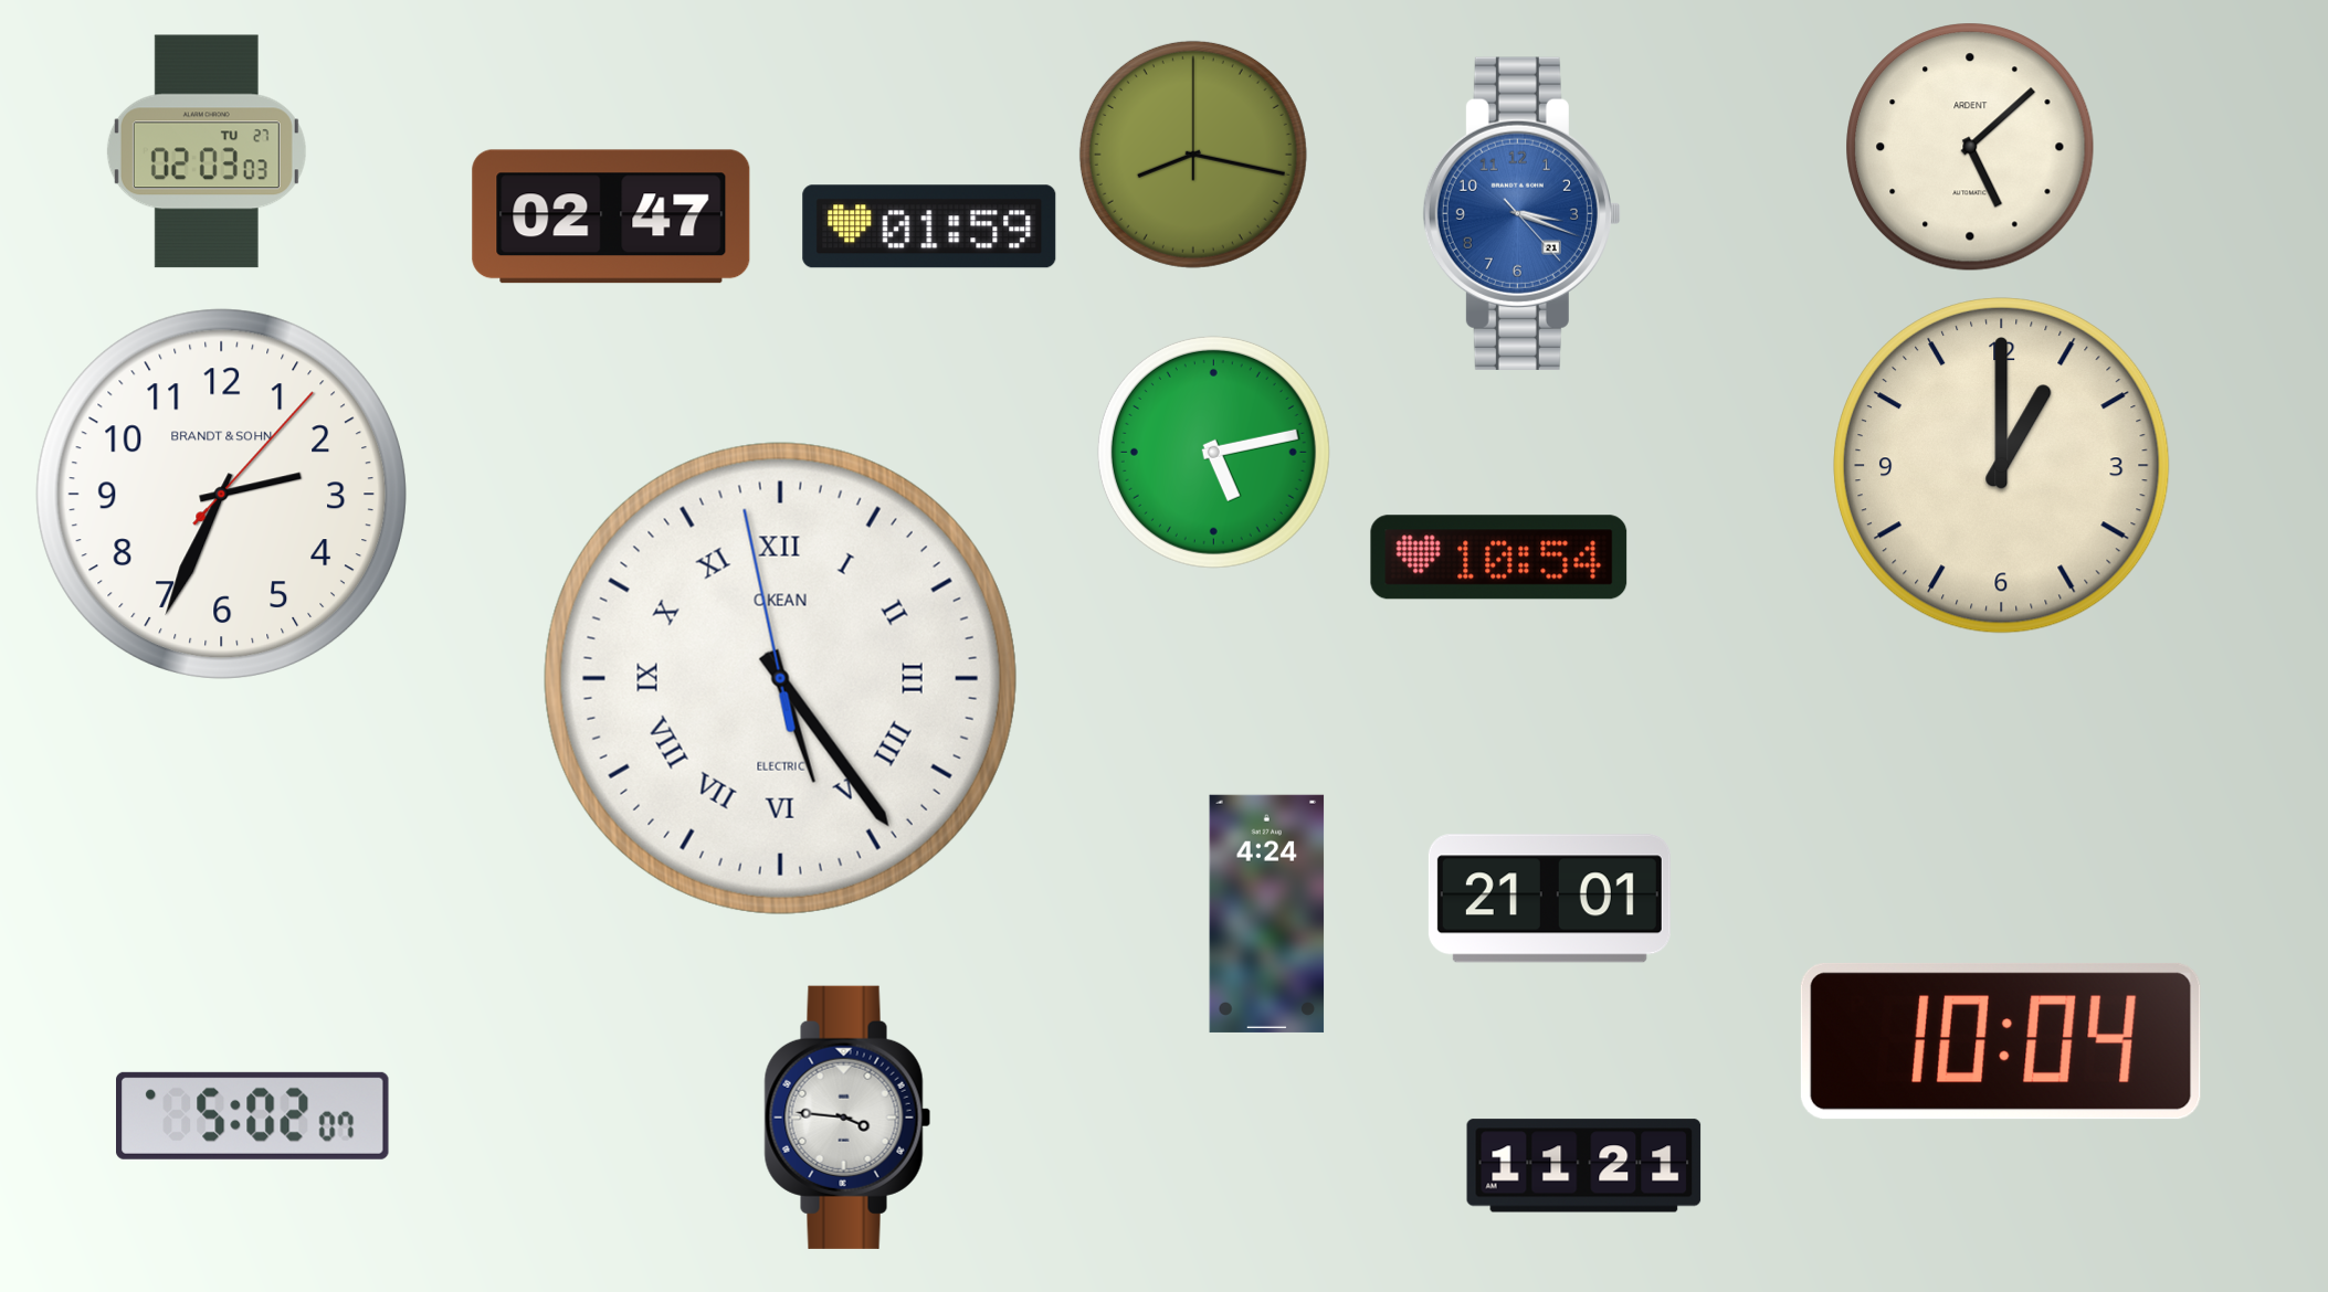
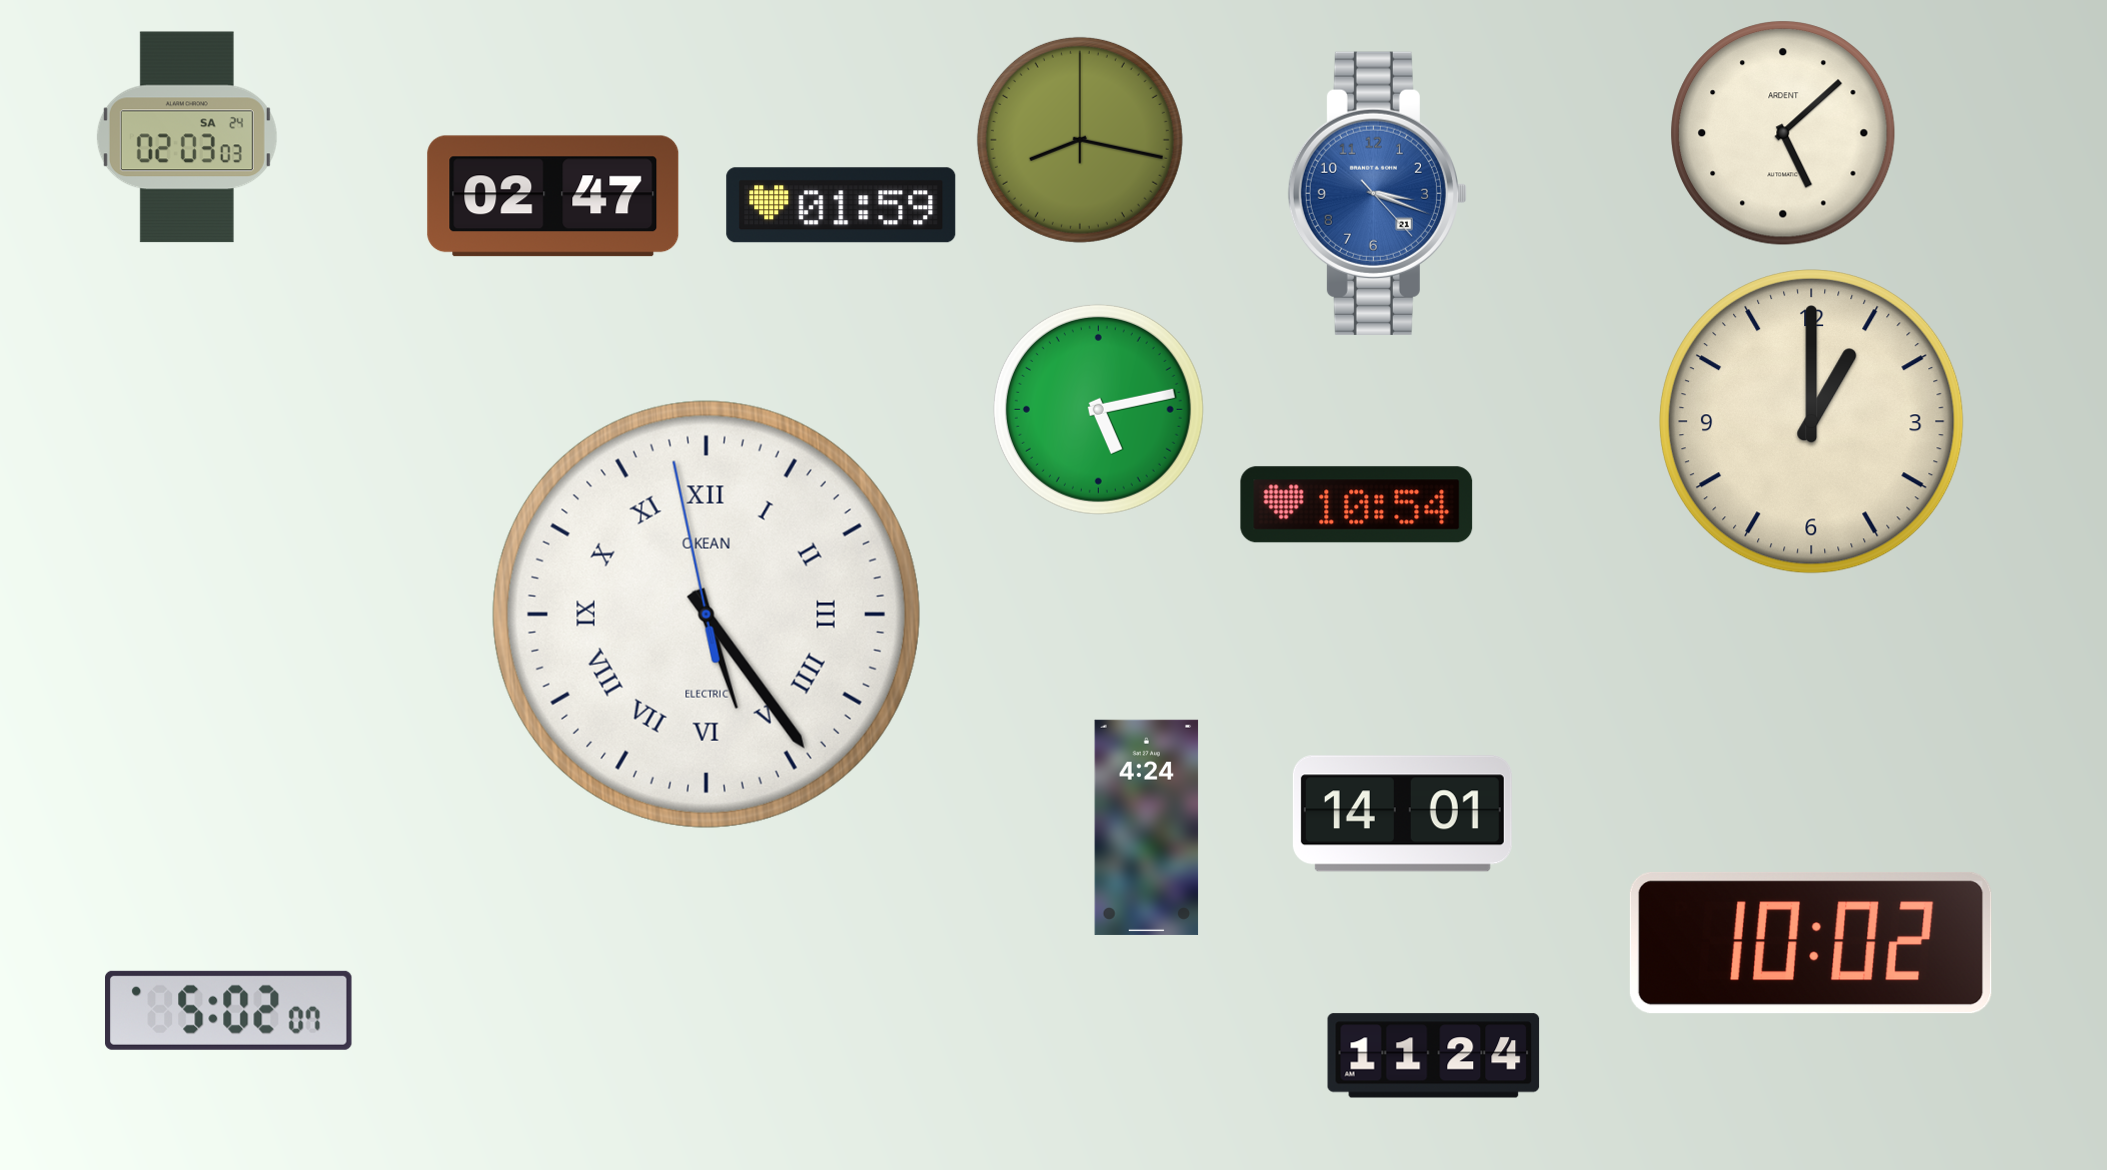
clock at (207, 151) date: TU 27 -> SA 24
clock at (221, 494): 2:34 -> none
clock at (1549, 899): 21:01 -> 14:01
clock at (2001, 1041): 10:04 -> 10:02
clock at (847, 1118): 3:46 -> none
clock at (1584, 1166): 11:21 -> 11:24
